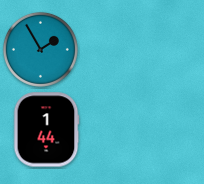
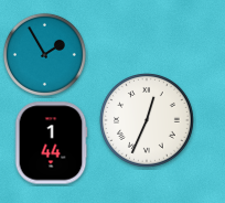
clock at (148, 121): none -> 12:34
